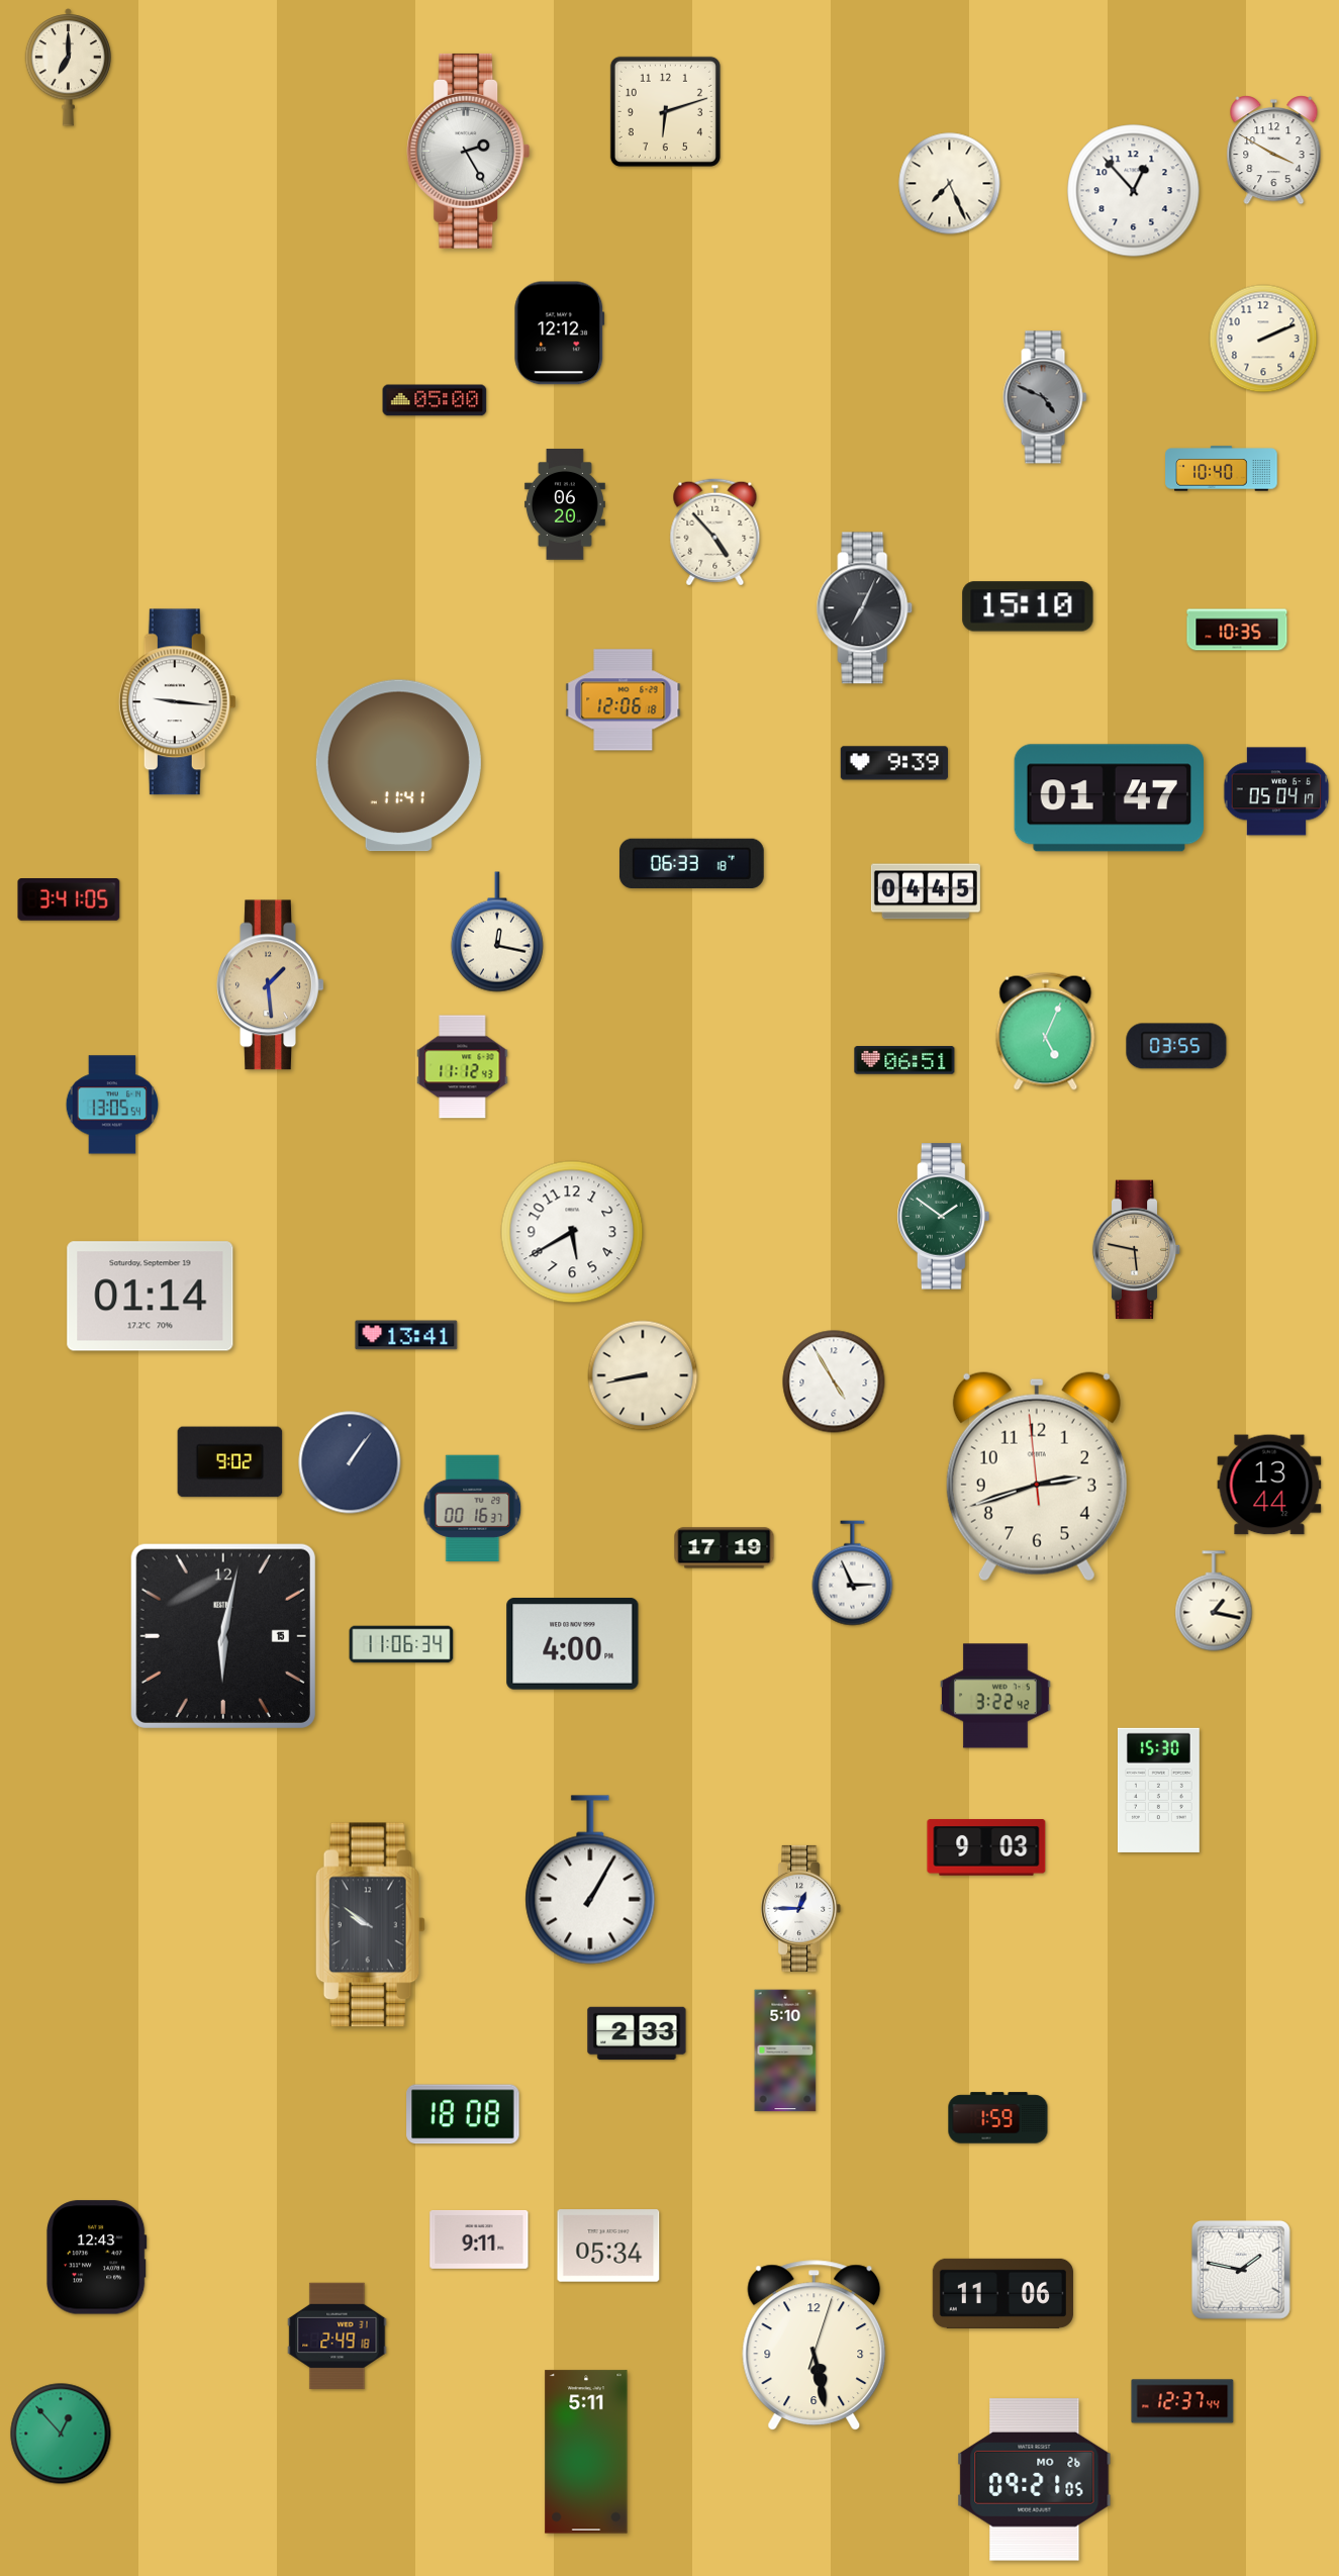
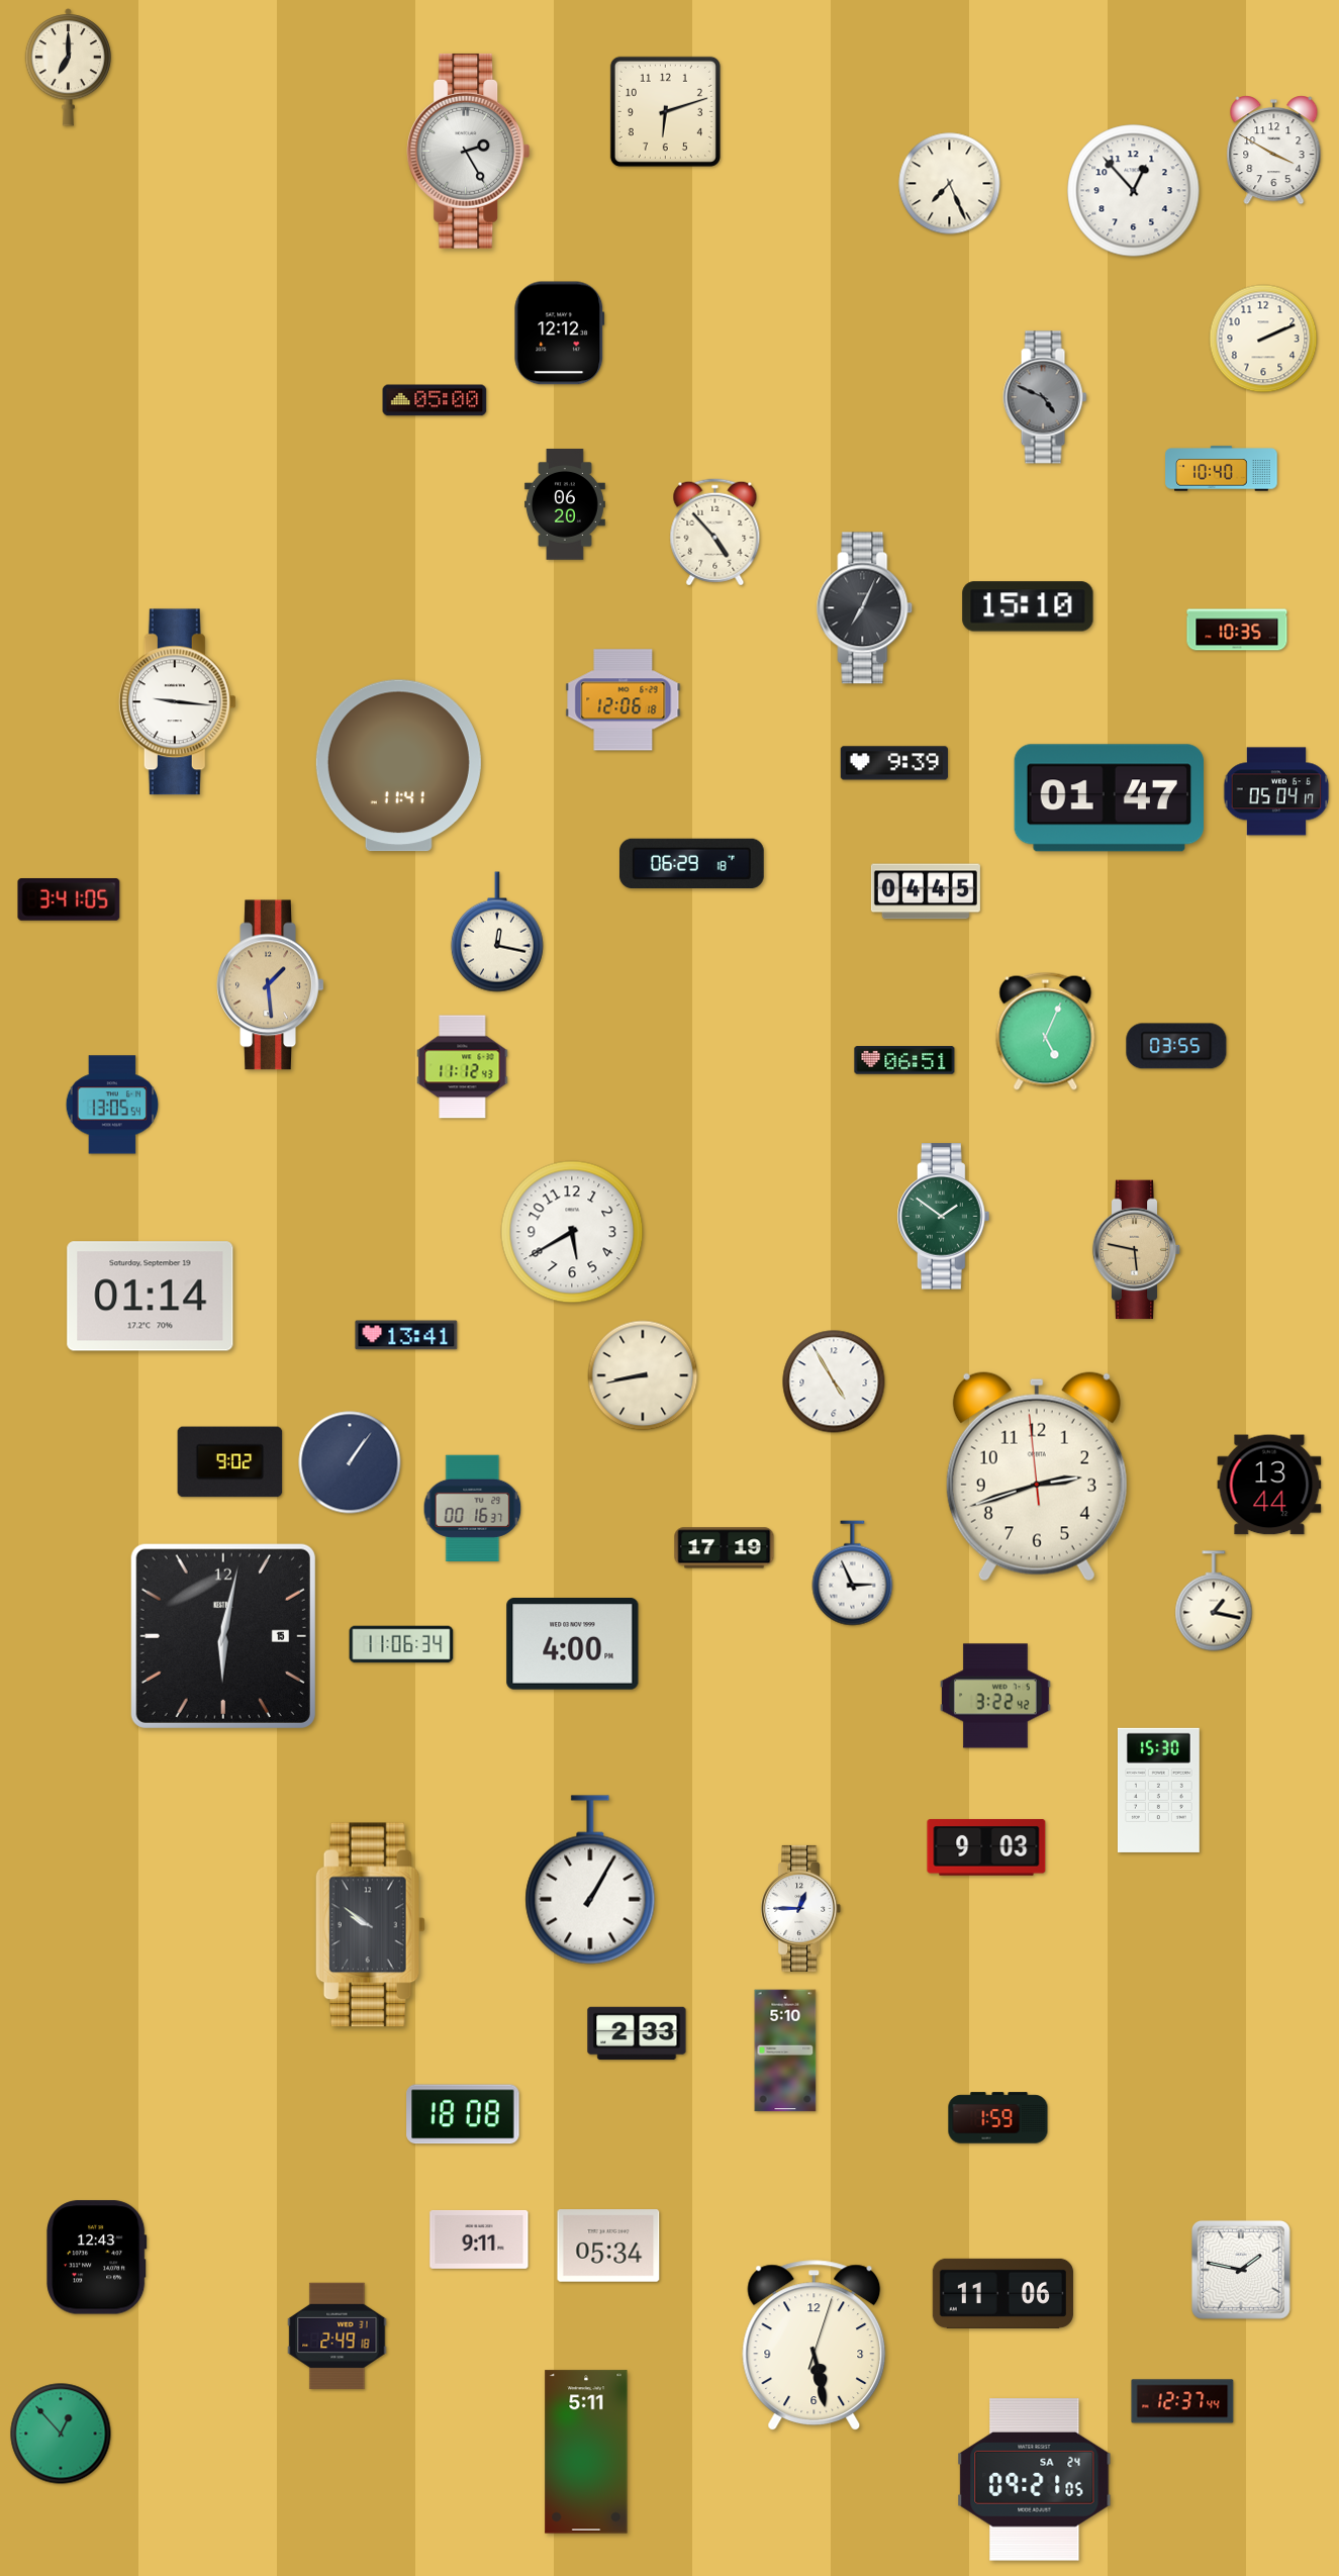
clock at (691, 863): 06:33 -> 06:29
clock at (1035, 2480) date: MO 26 -> SA 24
